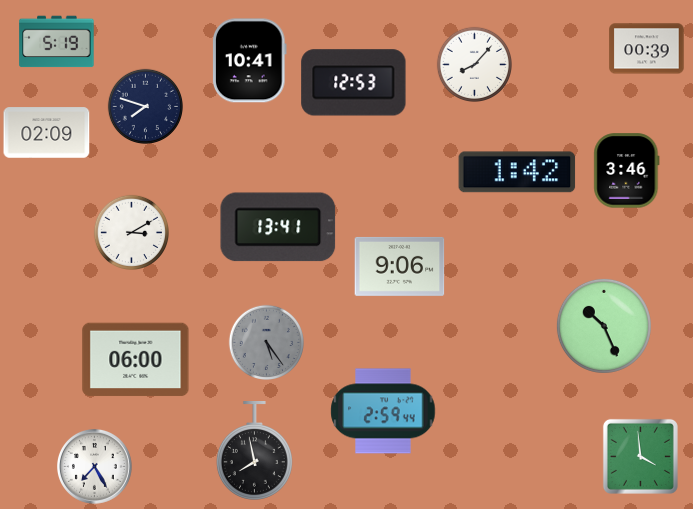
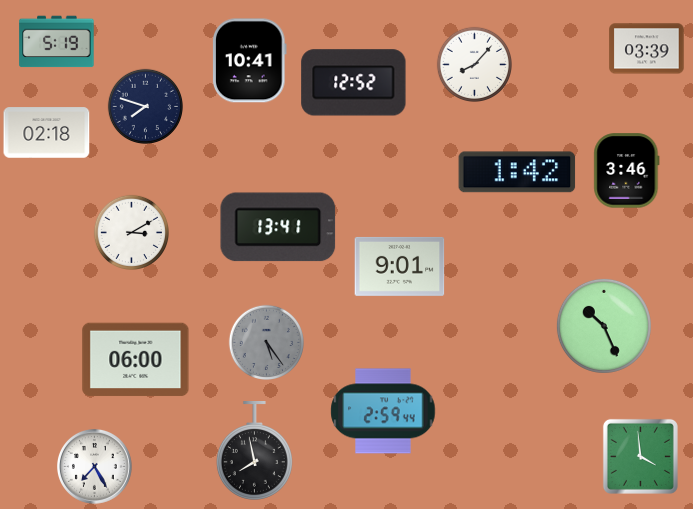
clock at (647, 49): 00:39 -> 03:39
clock at (354, 83): 12:53 -> 12:52
clock at (47, 133): 02:09 -> 02:18
clock at (400, 266): 9:06 -> 9:01
